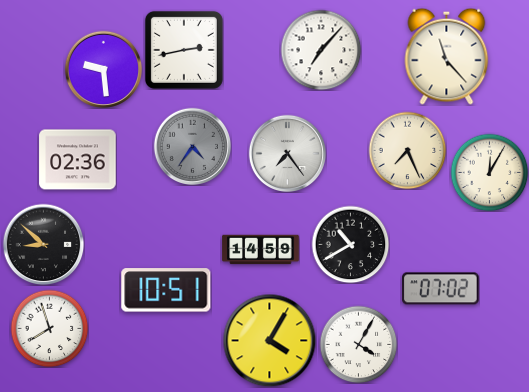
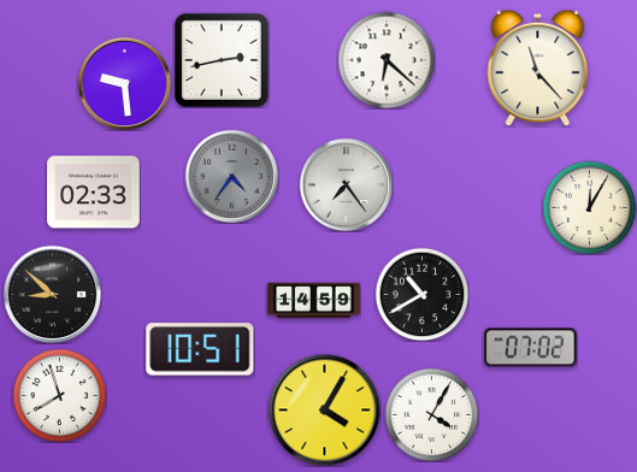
clock at (321, 50): 7:07 -> 6:22
clock at (407, 150): 7:26 -> none
clock at (78, 160): 02:36 -> 02:33
